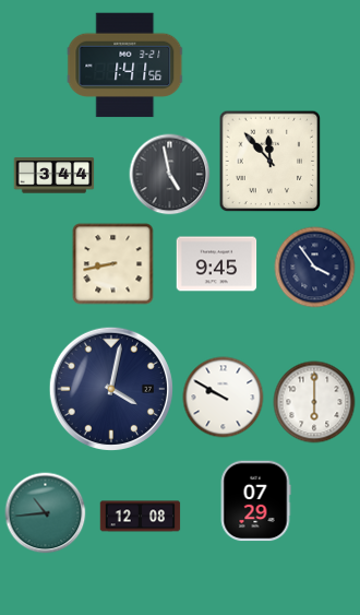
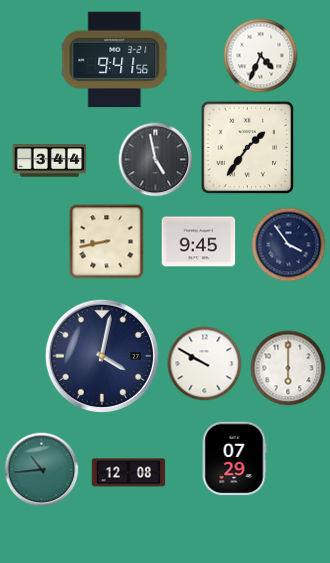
clock at (261, 56): none -> 4:34
clock at (125, 66): 1:41 -> 9:41
clock at (271, 162): 11:53 -> 1:36
clock at (113, 264) position: (113, 264) -> (107, 242)
